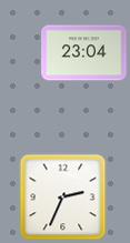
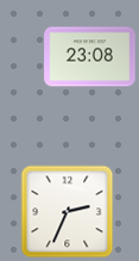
clock at (84, 53): 23:04 -> 23:08
